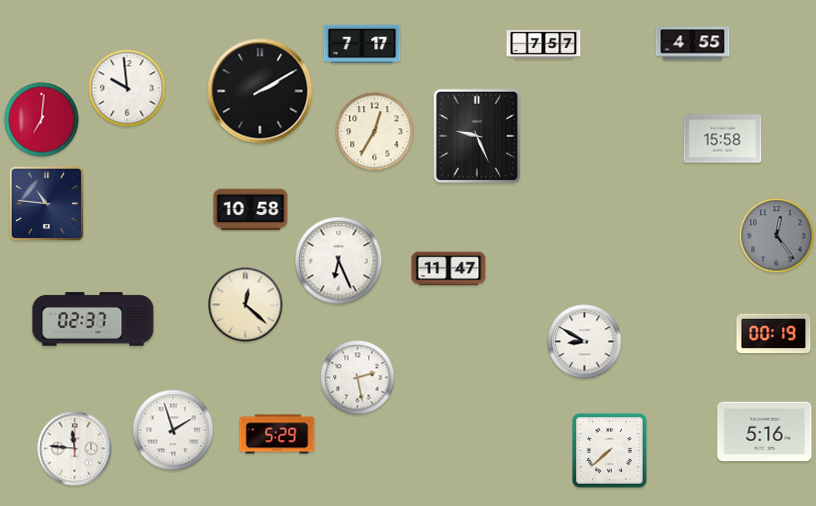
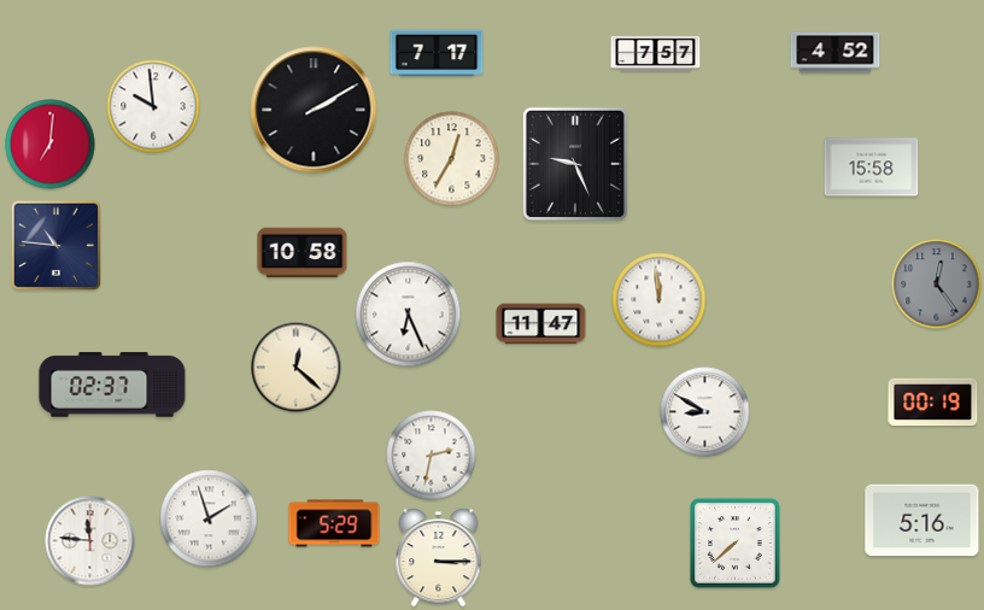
clock at (693, 44): 4:55 -> 4:52
clock at (660, 300): none -> 11:59
clock at (358, 378): 2:28 -> 2:32
clock at (439, 558): none -> 3:15
